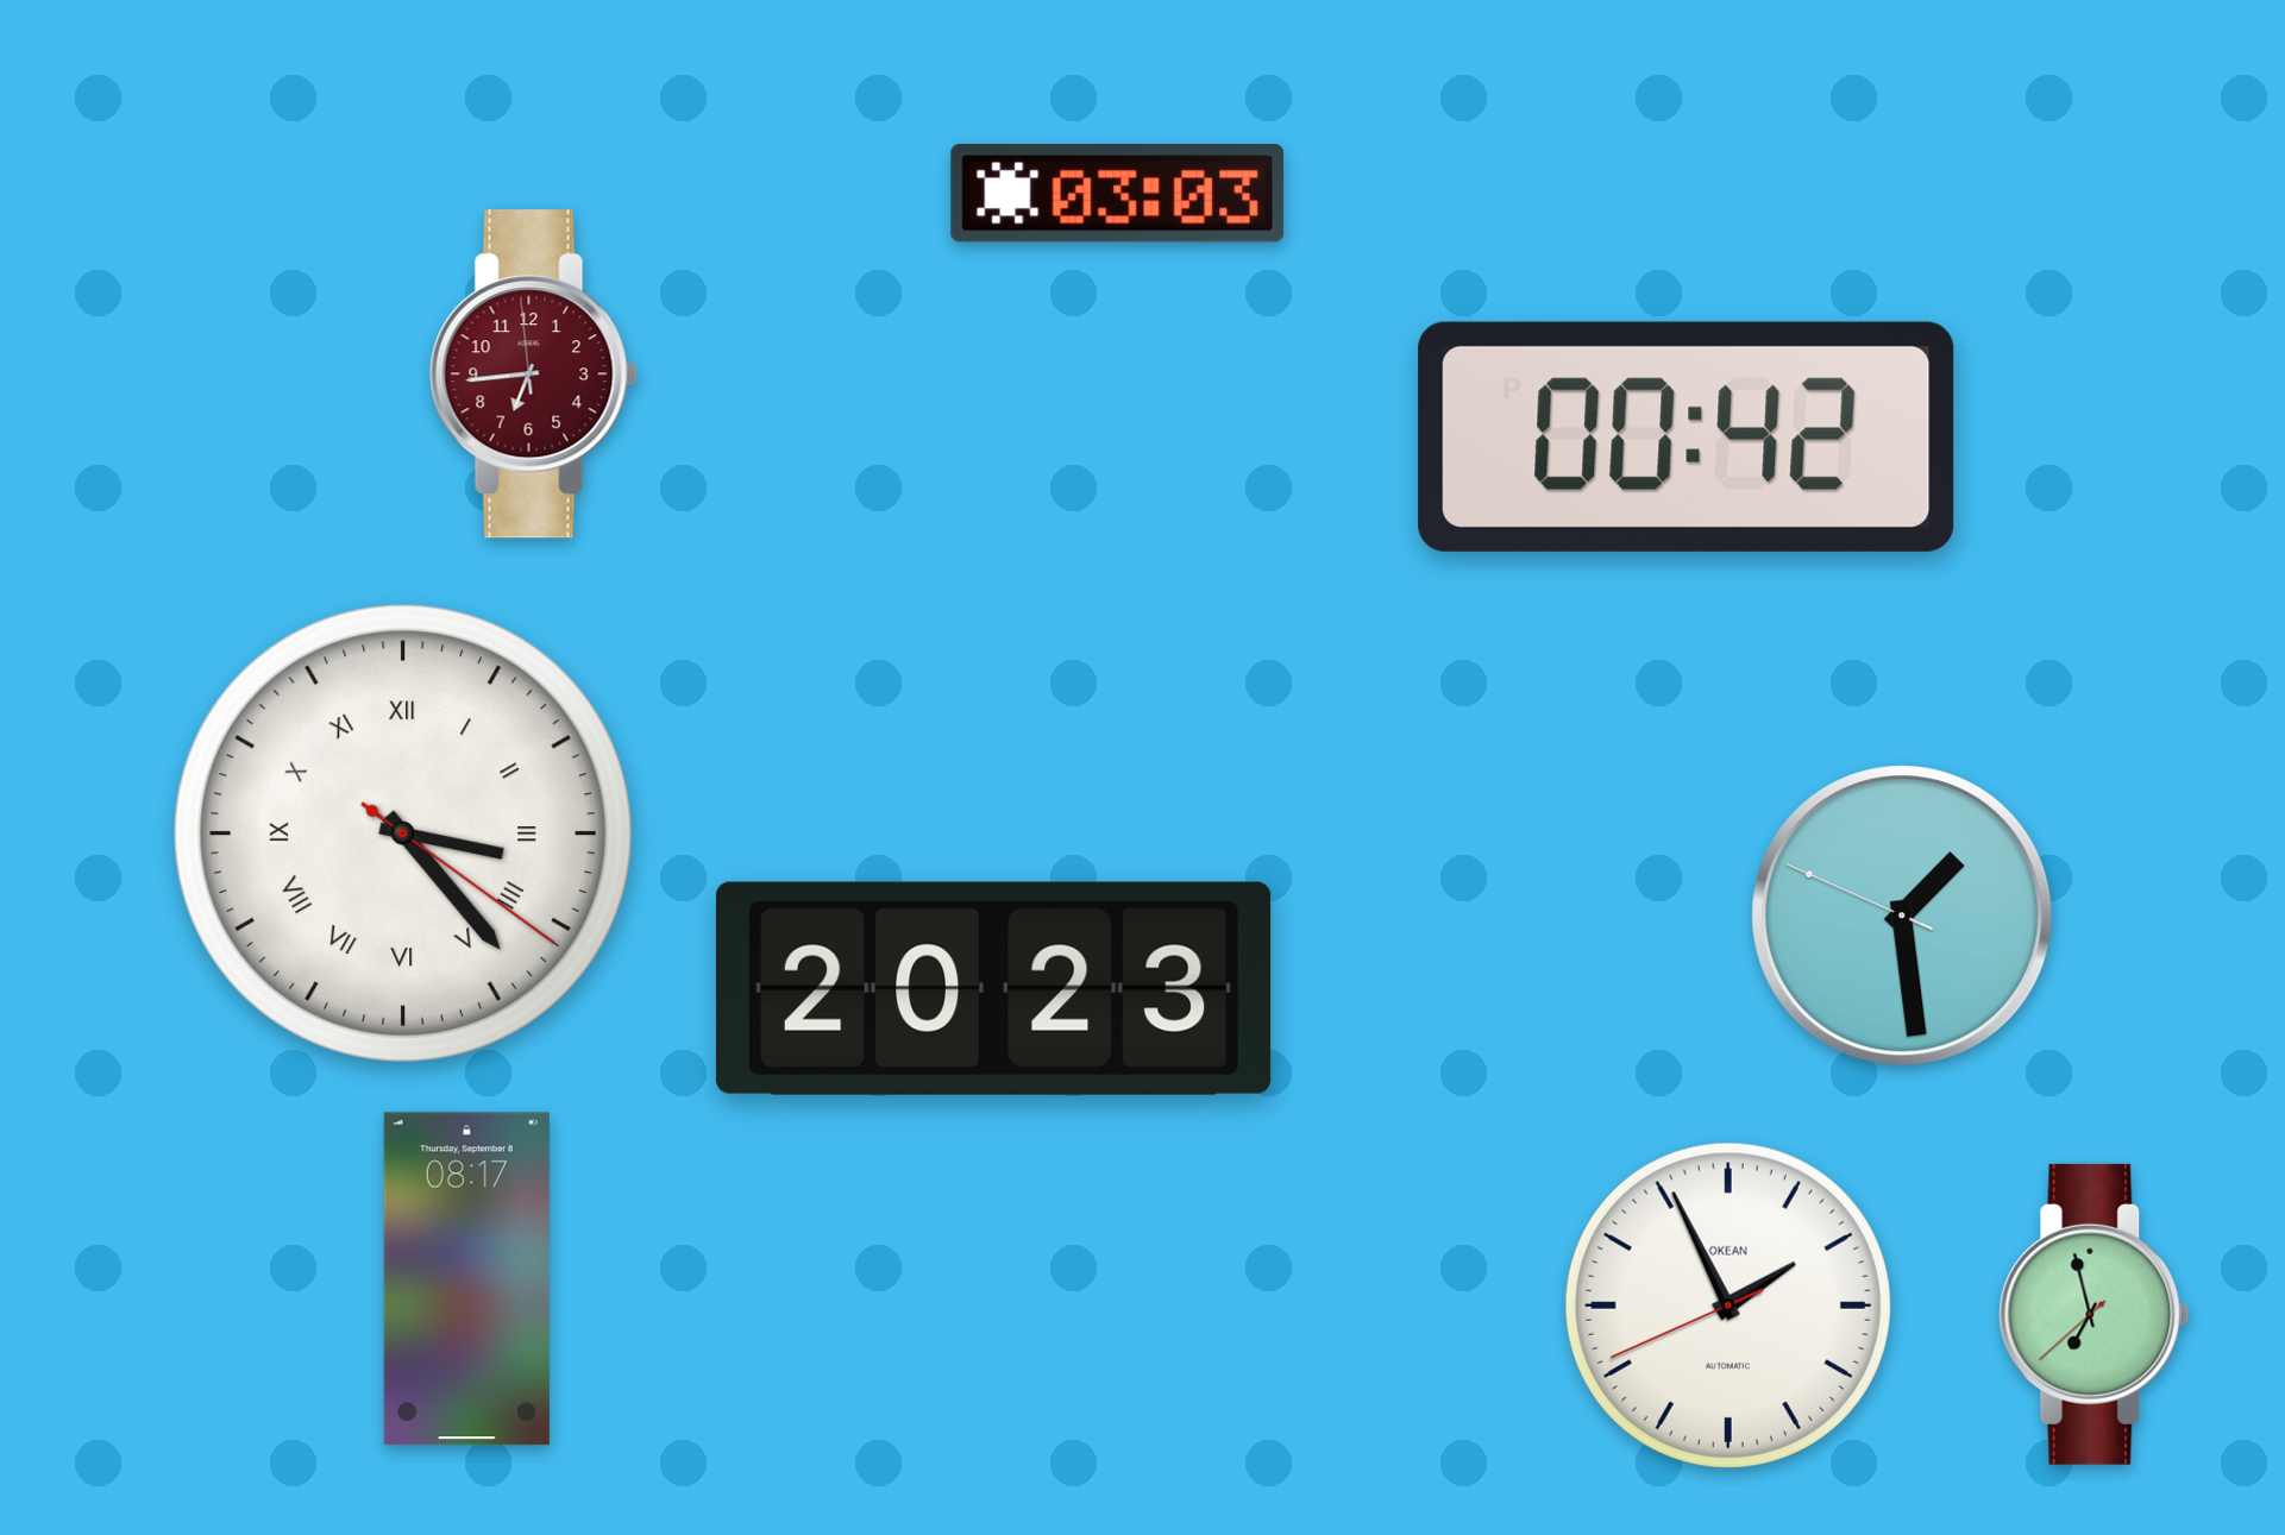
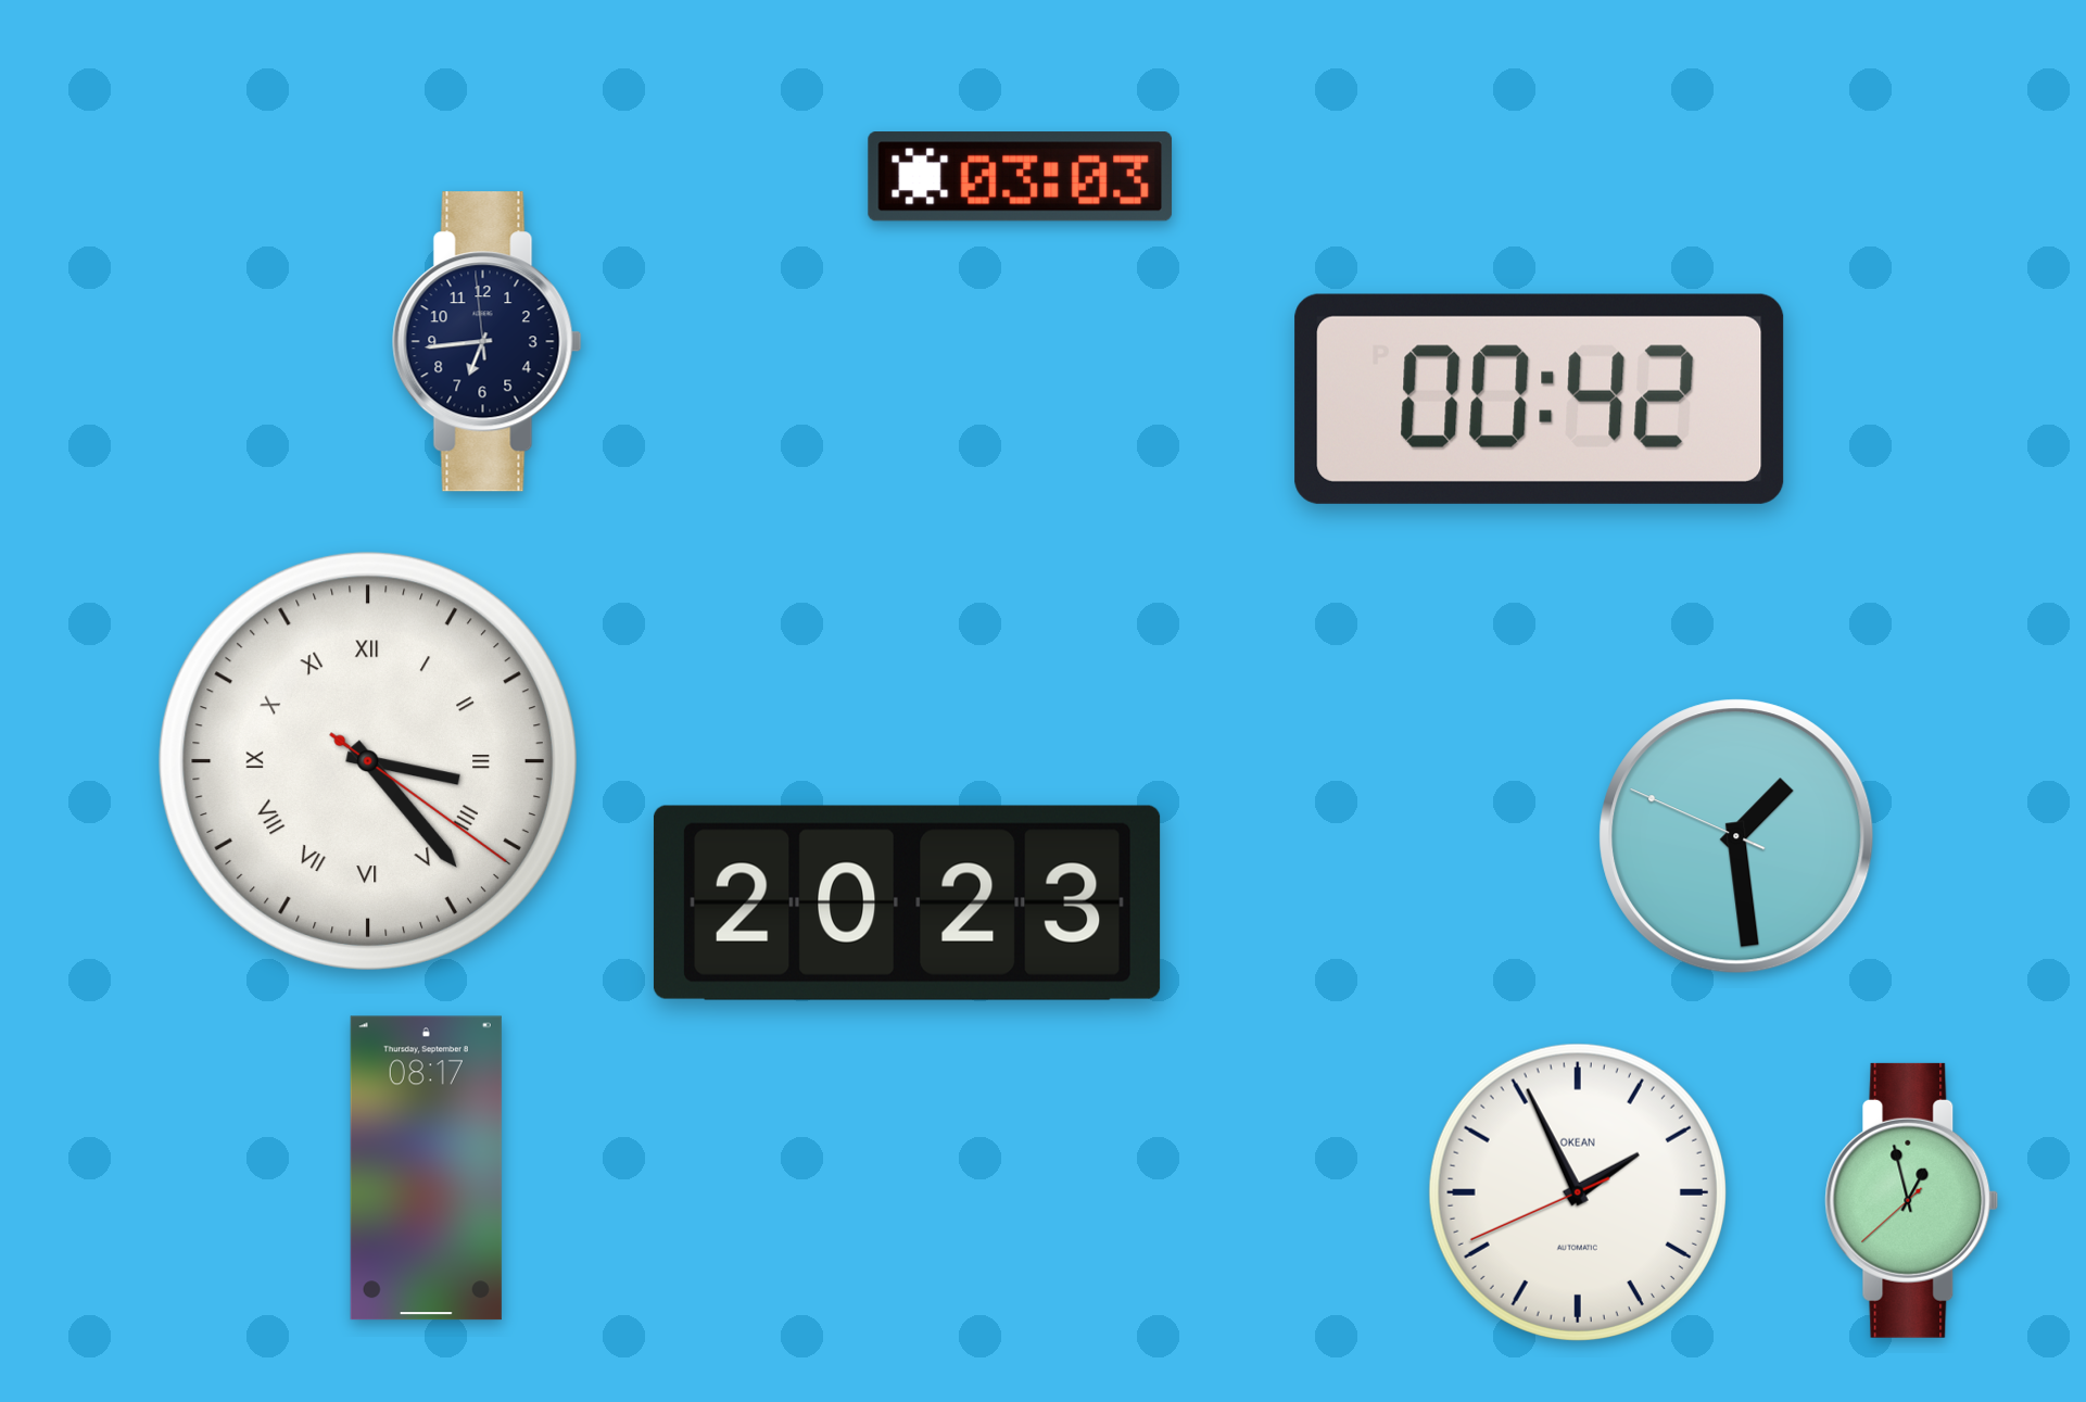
clock at (533, 375) dial: burgundy -> navy
clock at (2095, 1314): 6:57 -> 12:57
